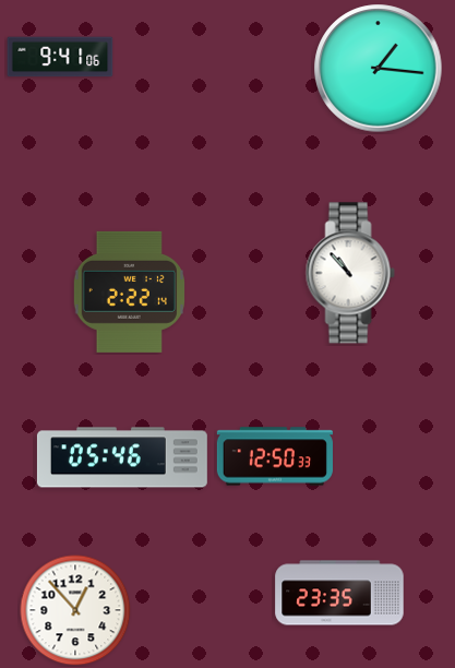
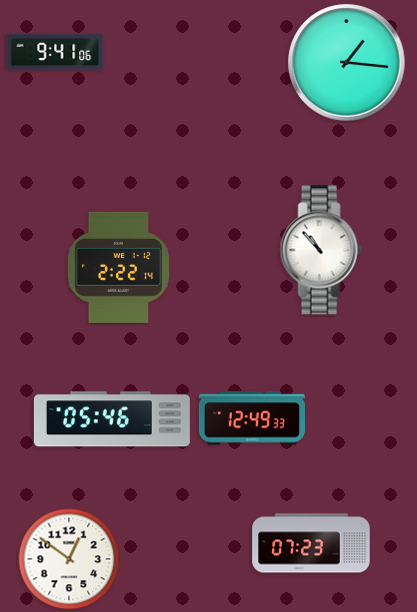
clock at (275, 456): 12:50 -> 12:49
clock at (339, 593): 23:35 -> 07:23
clock at (75, 610): 12:53 -> 12:51
